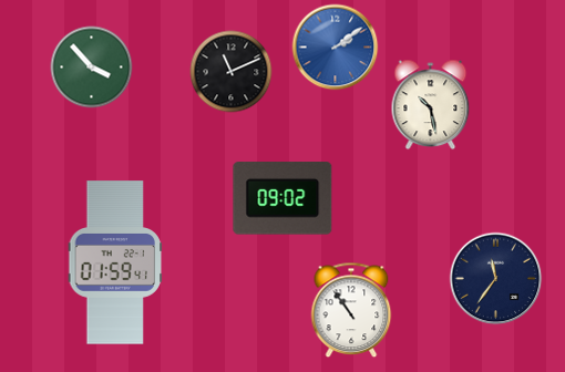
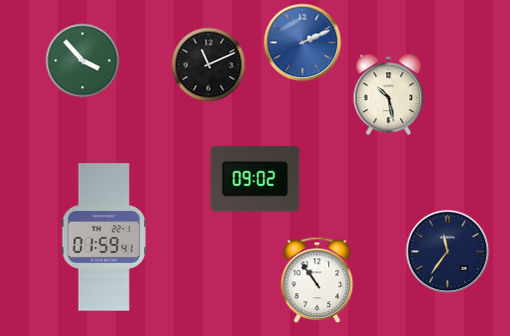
clock at (336, 48): 2:09 -> 2:11
